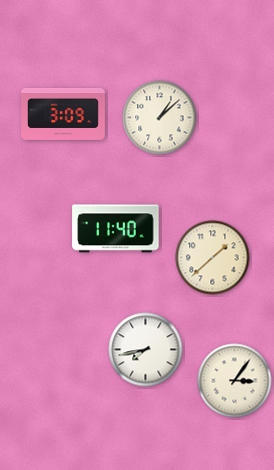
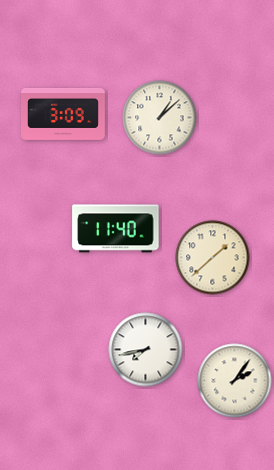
clock at (235, 381): 3:06 -> 2:06
